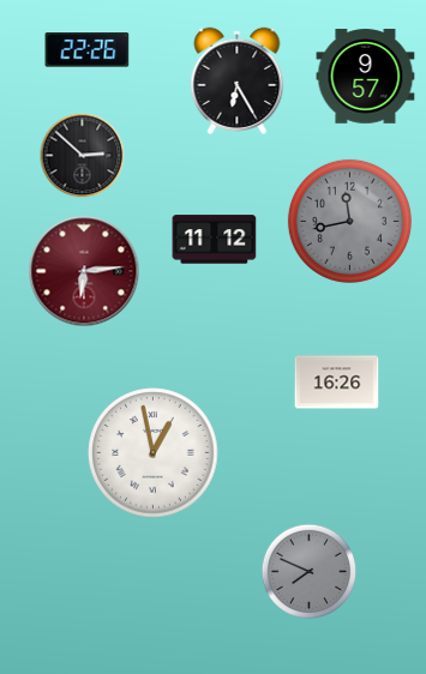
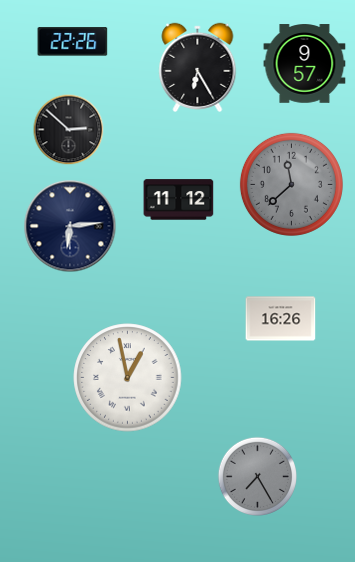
clock at (349, 221): 11:43 -> 11:38
clock at (84, 271) dial: burgundy -> navy
clock at (308, 571): 7:49 -> 7:25
